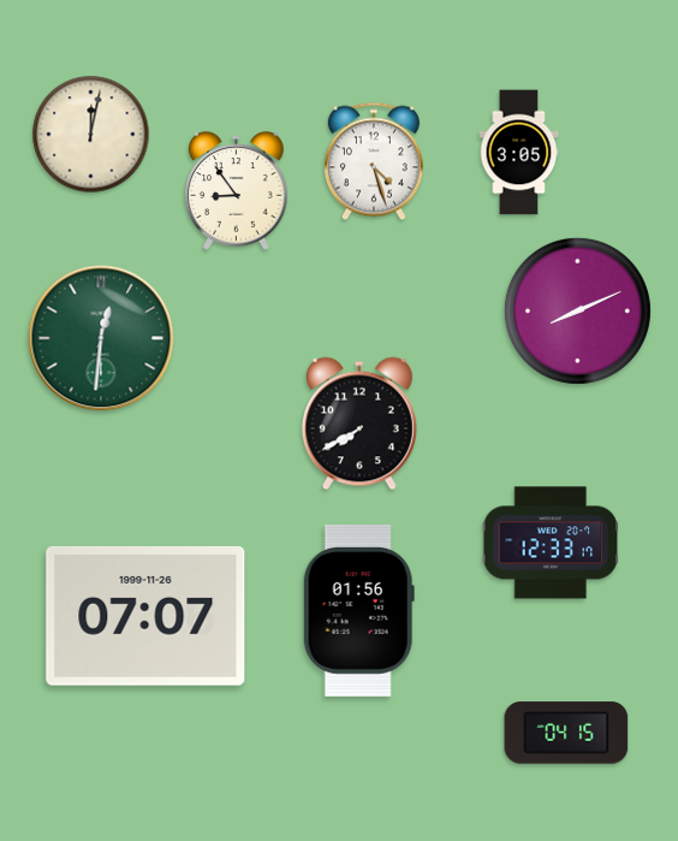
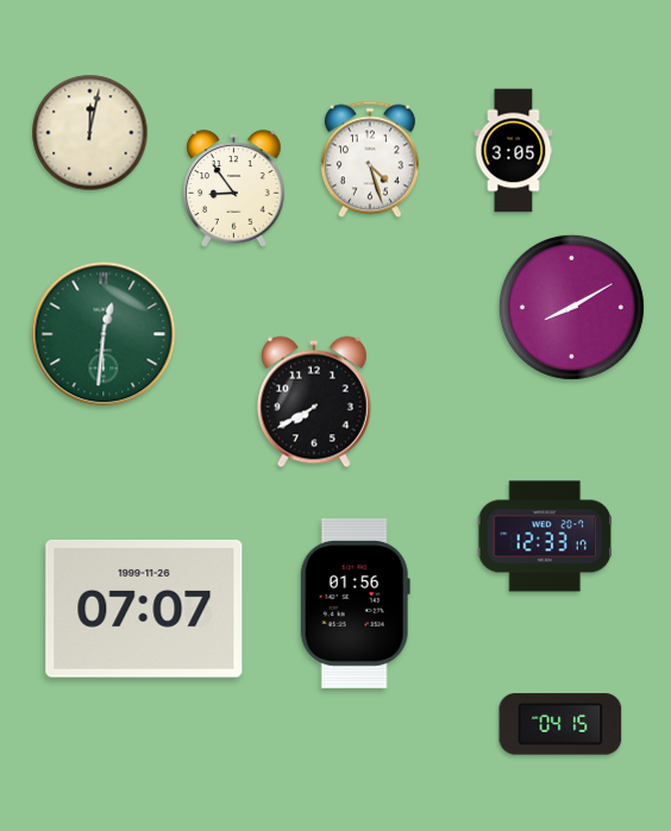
clock at (577, 310): 8:11 -> 8:10
clock at (101, 338) position: (101, 338) -> (104, 334)
clock at (359, 424) position: (359, 424) -> (314, 402)
